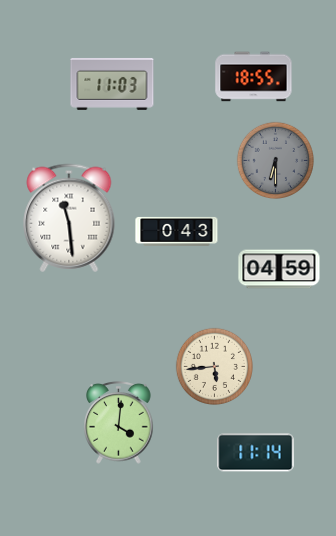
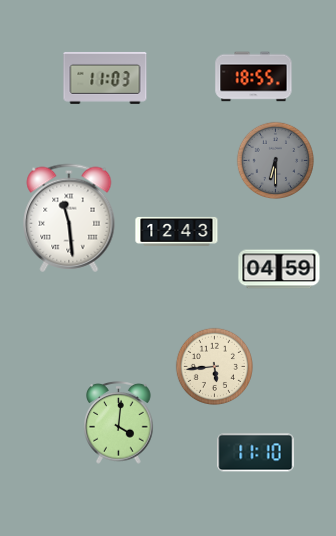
clock at (112, 84) position: (112, 84) -> (105, 78)
clock at (177, 231): 0:43 -> 12:43
clock at (256, 453): 11:14 -> 11:10
